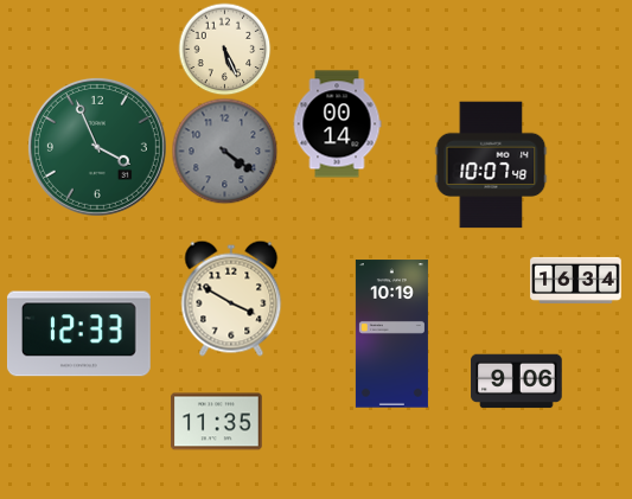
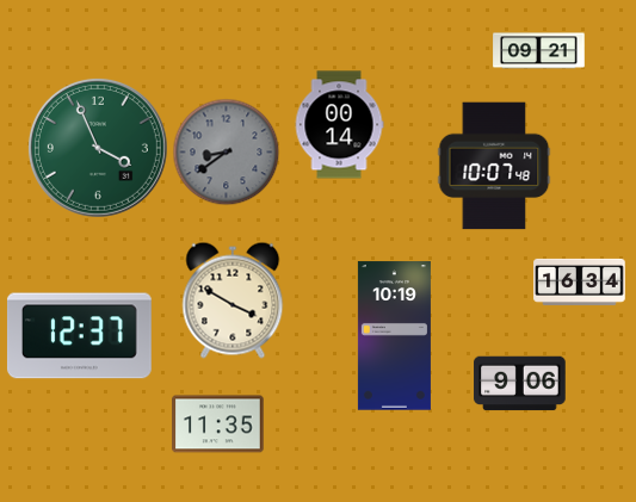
clock at (224, 49): 5:26 -> none
clock at (539, 51): none -> 09:21
clock at (224, 151): 4:21 -> 8:39
clock at (78, 334): 12:33 -> 12:37
